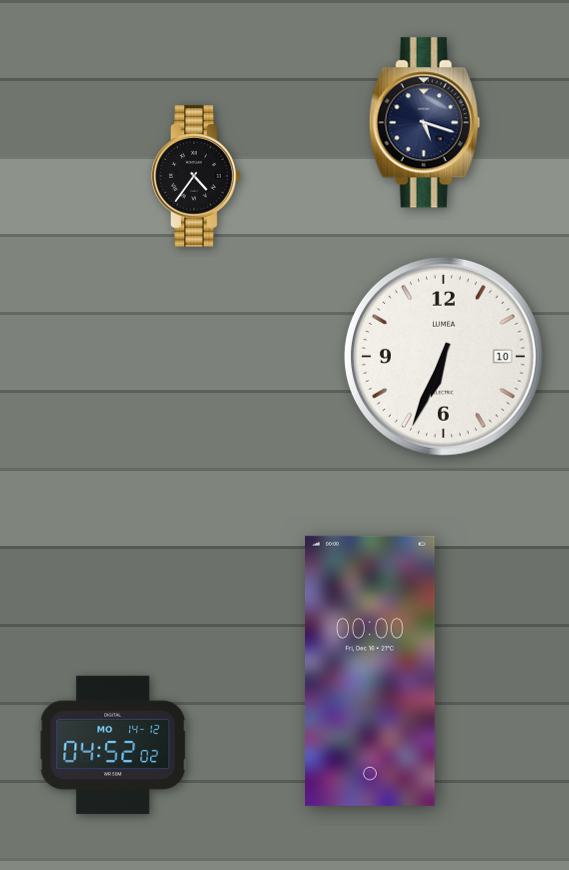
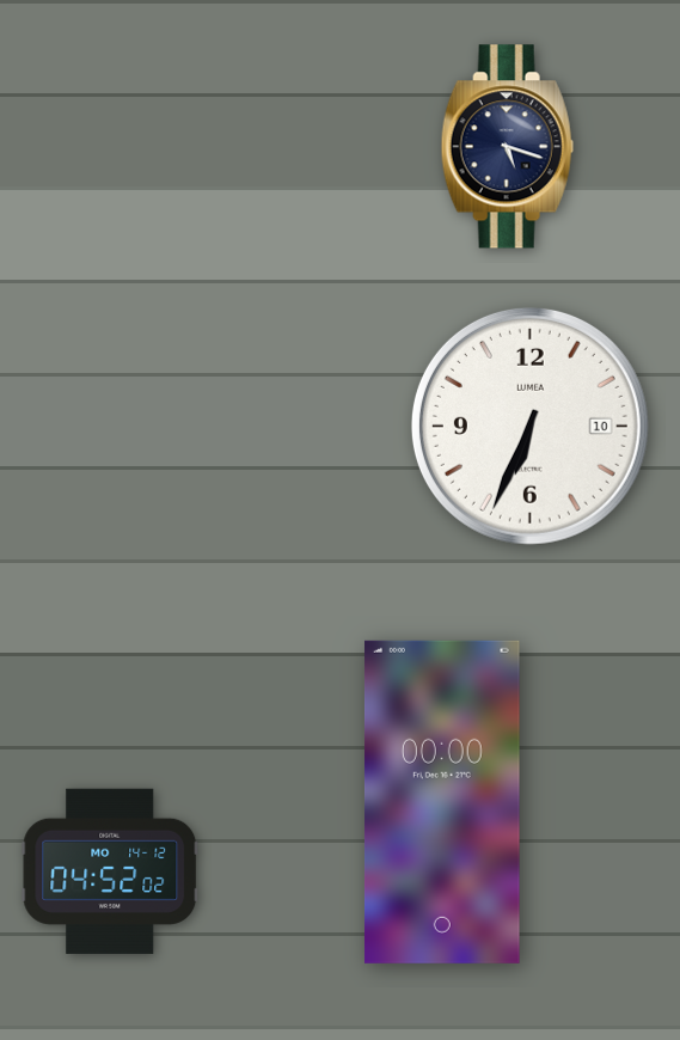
clock at (196, 176): 4:36 -> none
clock at (113, 745) position: (113, 745) -> (110, 871)
